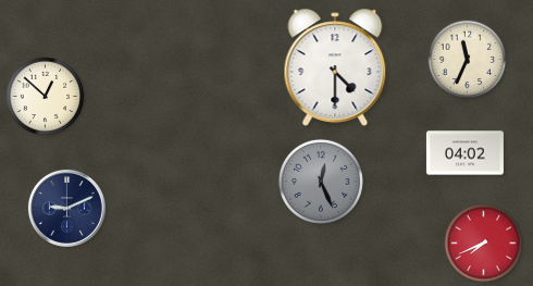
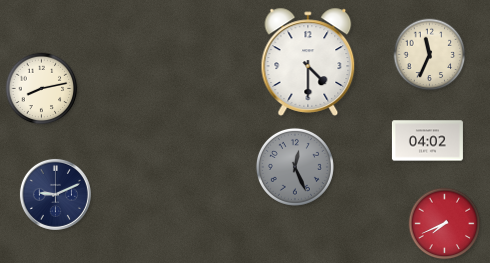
clock at (46, 97): 12:52 -> 8:13
clock at (66, 208) position: (66, 208) -> (55, 194)
